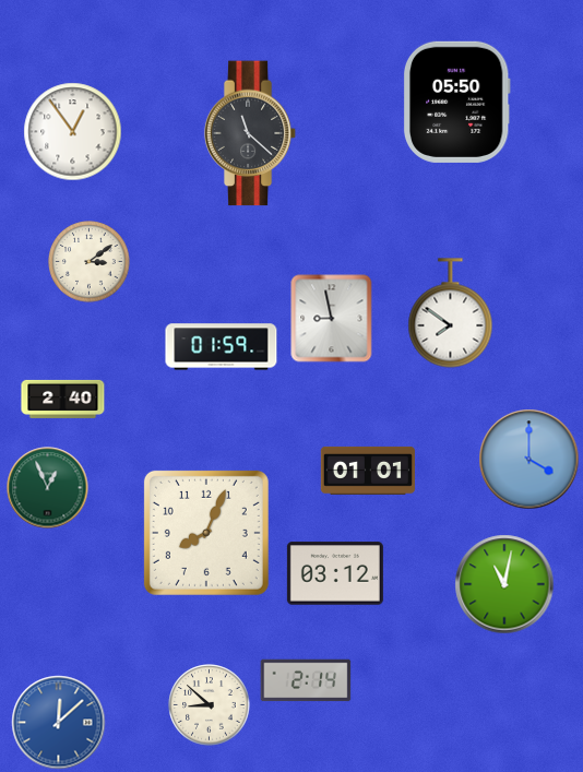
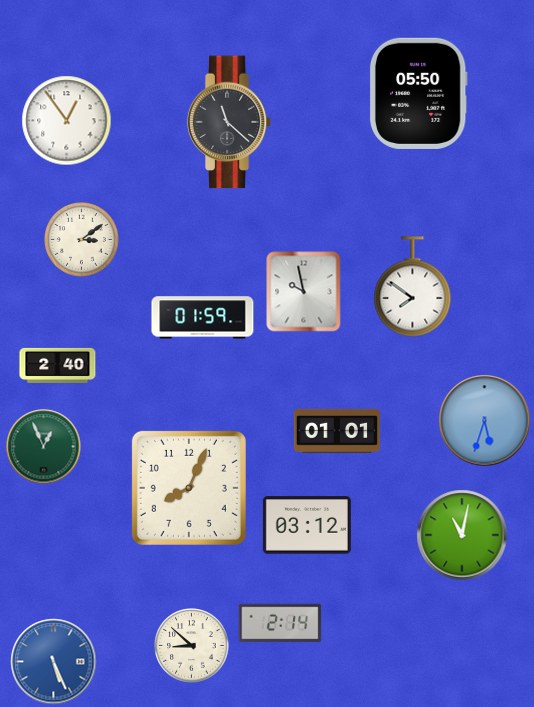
clock at (332, 319): 8:58 -> 9:58
clock at (530, 460): 4:00 -> 5:33
clock at (59, 723): 12:08 -> 5:26
